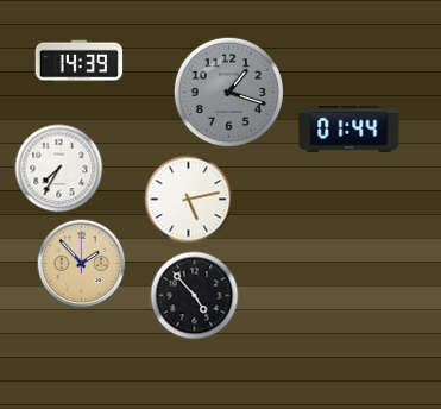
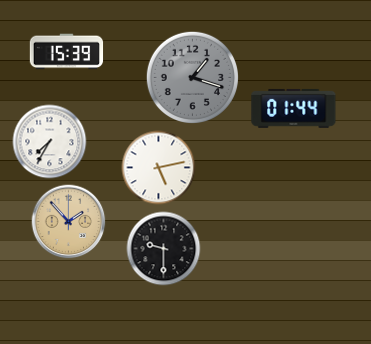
clock at (80, 62): 14:39 -> 15:39
clock at (195, 296): 4:53 -> 9:30
